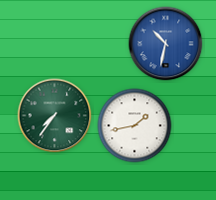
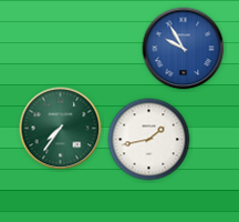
clock at (166, 44): 10:32 -> 9:55
